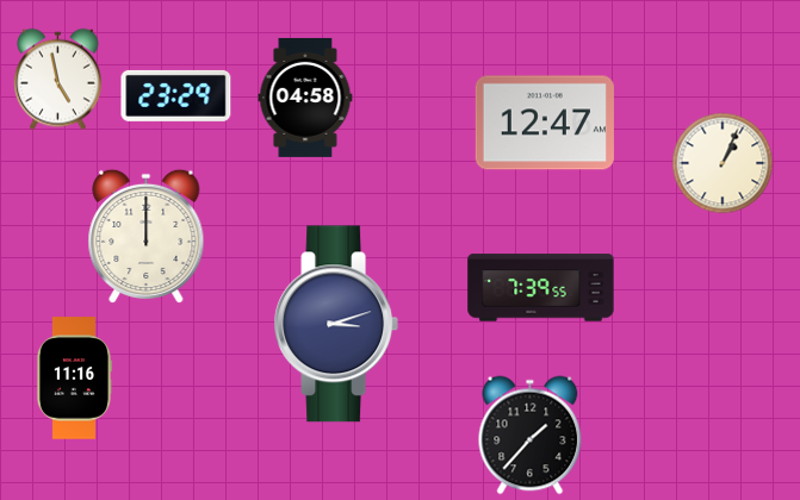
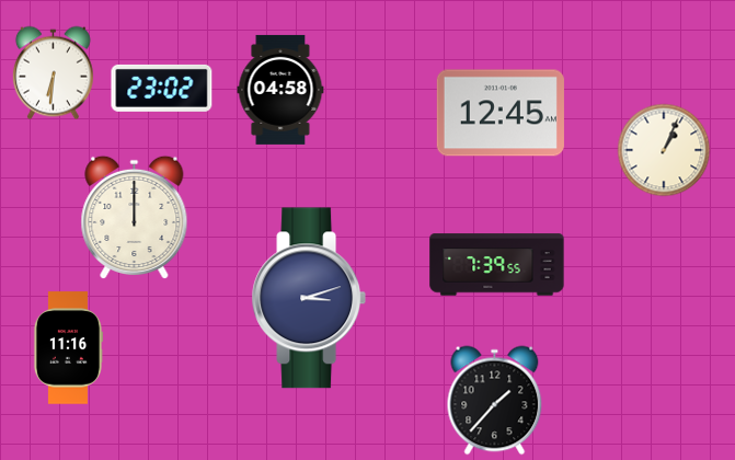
clock at (57, 80): 4:58 -> 6:31
clock at (176, 95): 23:29 -> 23:02
clock at (545, 123): 12:47 -> 12:45
clock at (531, 436) position: (531, 436) -> (495, 401)
